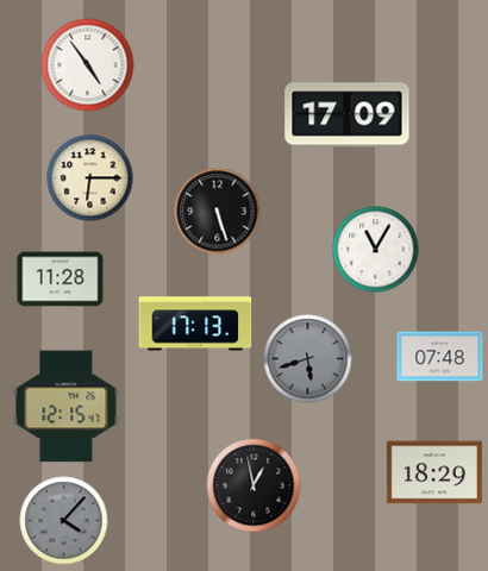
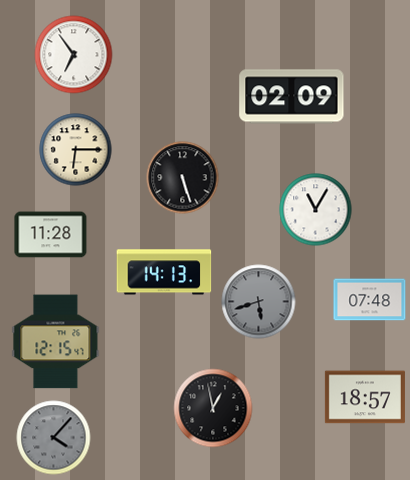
clock at (88, 65): 4:54 -> 6:54
clock at (348, 115): 17:09 -> 02:09
clock at (195, 324): 17:13 -> 14:13
clock at (434, 472): 18:29 -> 18:57
